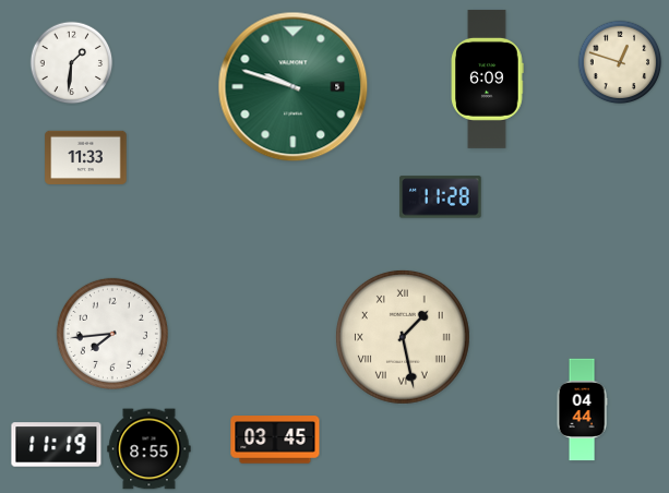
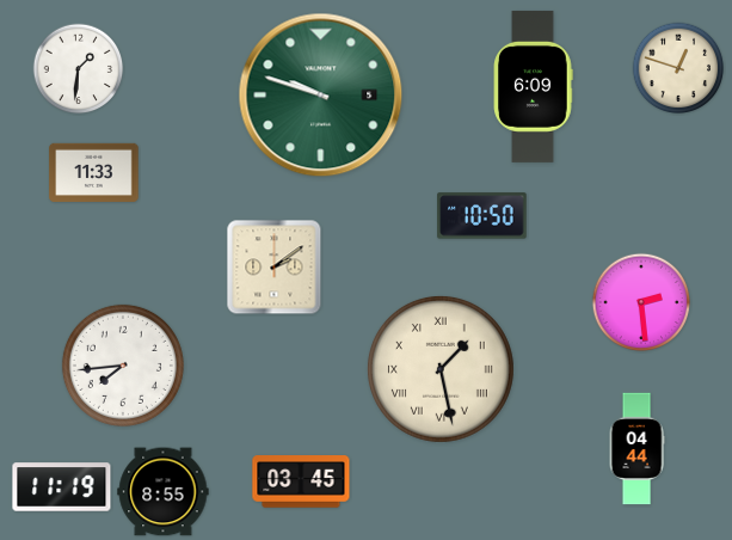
clock at (441, 197): 11:28 -> 10:50
clock at (275, 268): none -> 2:09
clock at (641, 302): none -> 2:29
